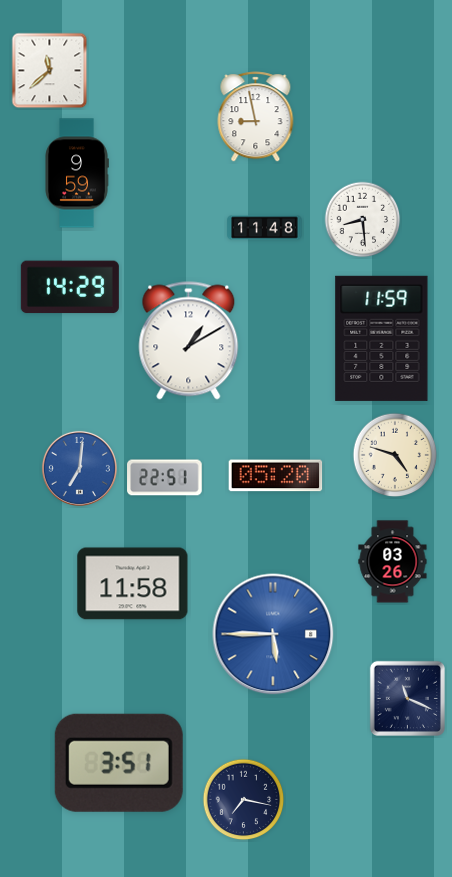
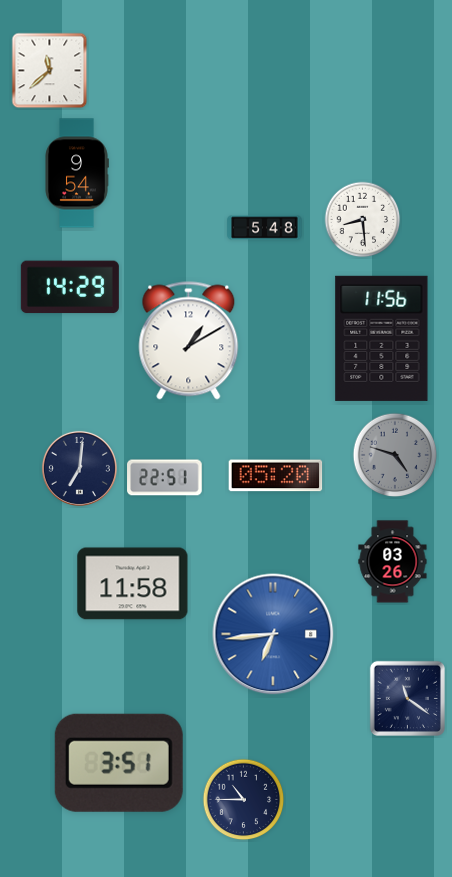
clock at (256, 117): 8:58 -> none
clock at (77, 173): 9:59 -> 9:54
clock at (265, 228): 11:48 -> 5:48
clock at (382, 338): 11:59 -> 11:56
clock at (395, 455) dial: cream -> grey
clock at (79, 468) dial: blue -> navy
clock at (273, 634): 5:45 -> 6:44
clock at (407, 698): 11:19 -> 11:21
clock at (244, 800): 7:17 -> 10:45
